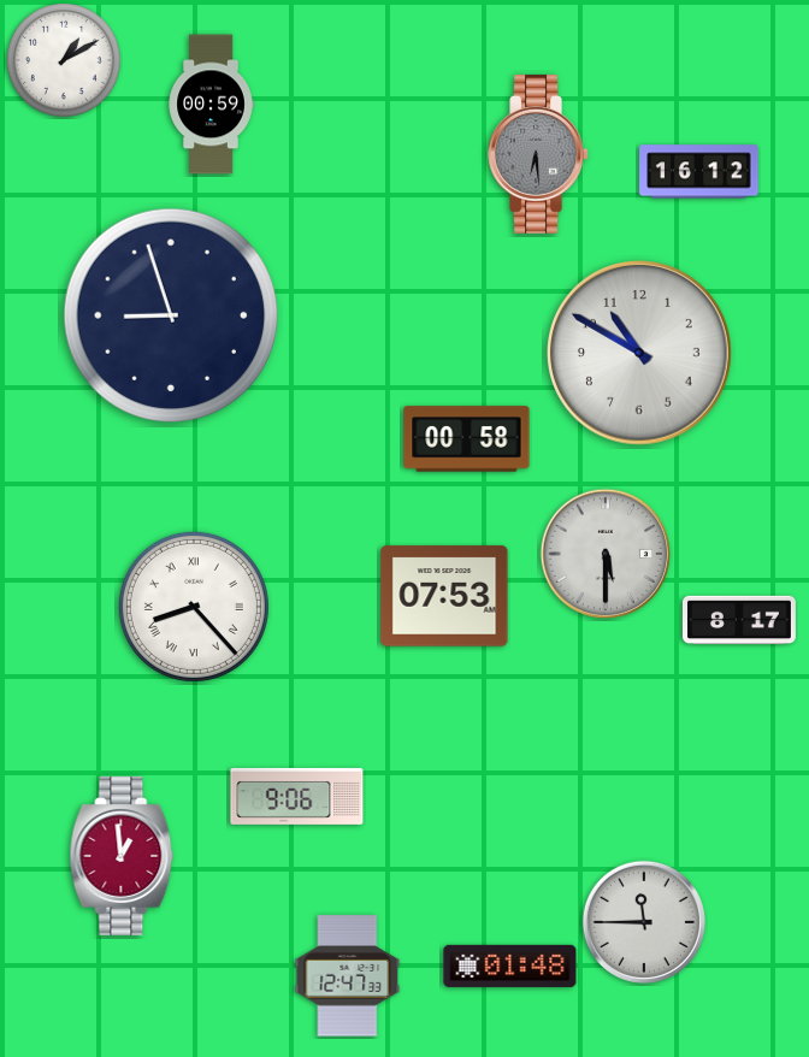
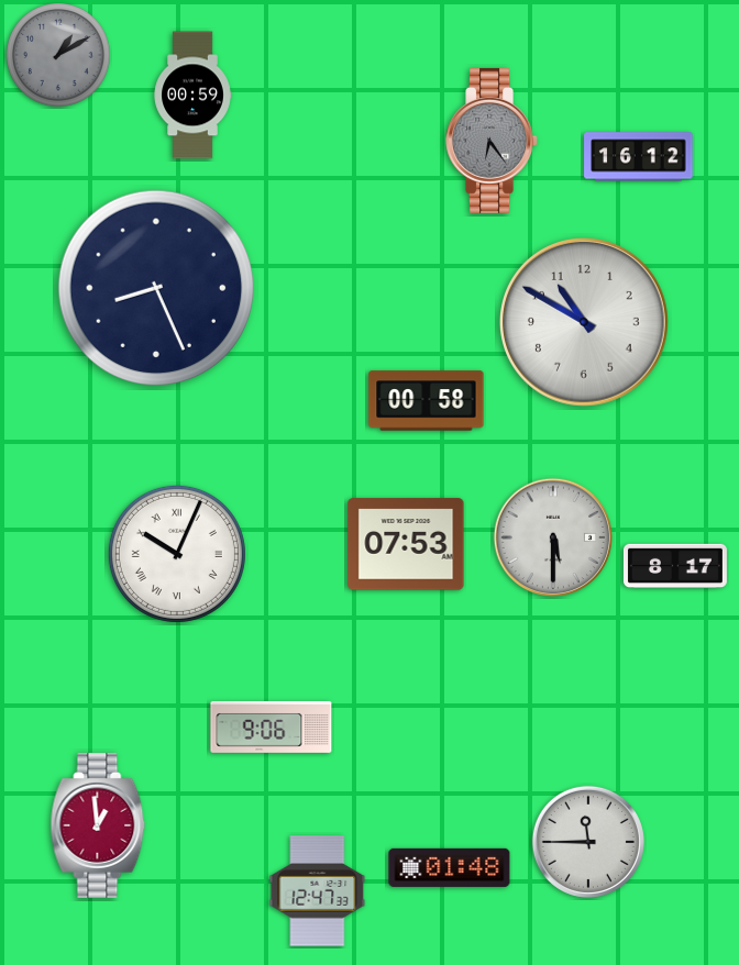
clock at (64, 60) dial: white -> grey
clock at (539, 154): 6:29 -> 6:24
clock at (171, 315): 8:57 -> 8:26
clock at (606, 554) position: (606, 554) -> (553, 537)
clock at (194, 607): 8:23 -> 10:04
clock at (122, 856) position: (122, 856) -> (98, 825)
clock at (510, 966) position: (510, 966) -> (450, 867)
